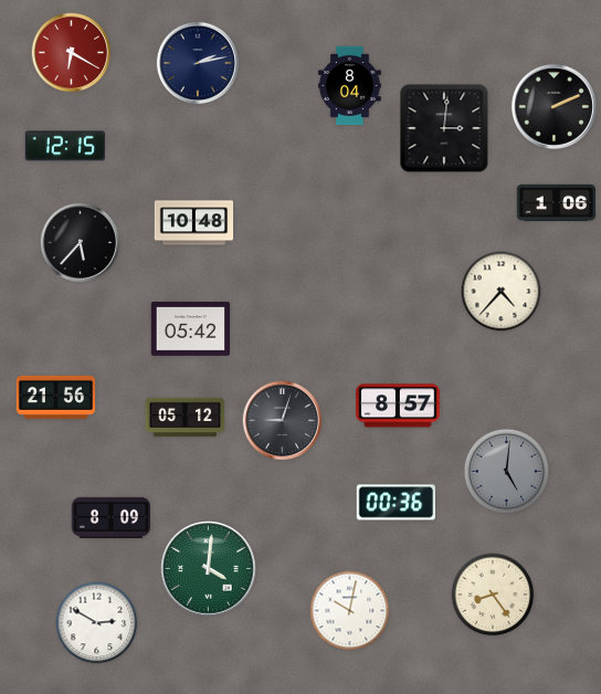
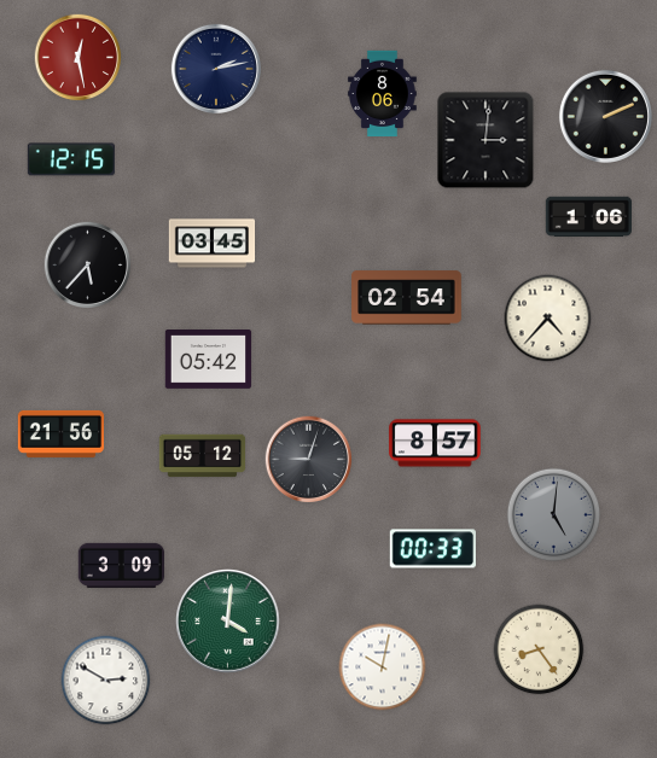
clock at (72, 53): 6:20 -> 12:28
clock at (350, 86): 8:04 -> 8:06
clock at (556, 203) position: (556, 203) -> (588, 217)
clock at (194, 223): 10:48 -> 03:45
clock at (407, 298): none -> 02:54
clock at (396, 503): 00:36 -> 00:33
clock at (110, 517): 8:09 -> 3:09
